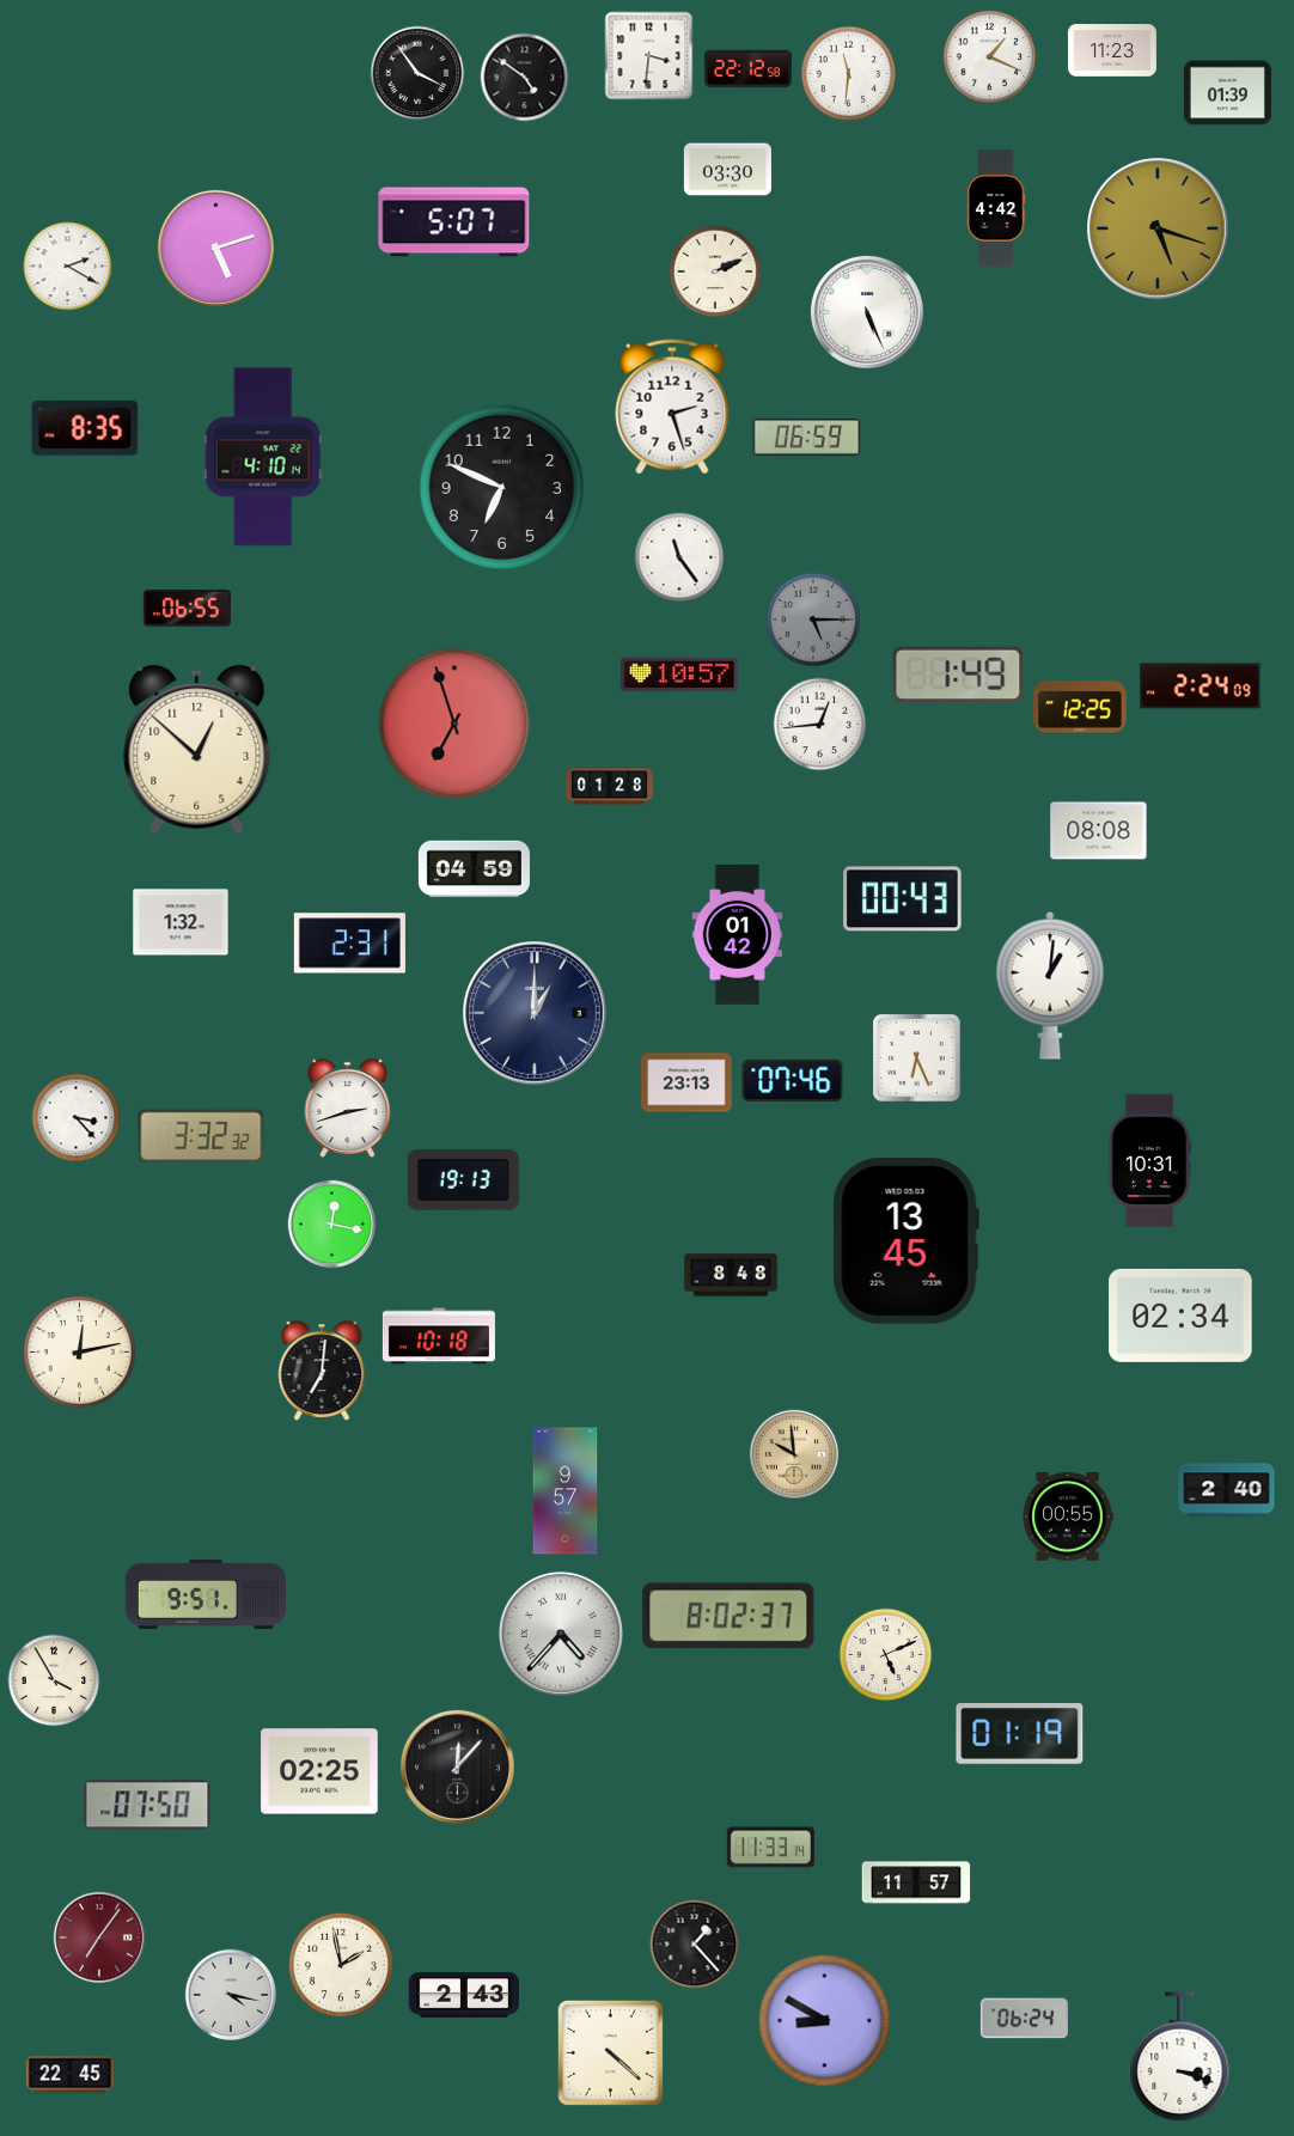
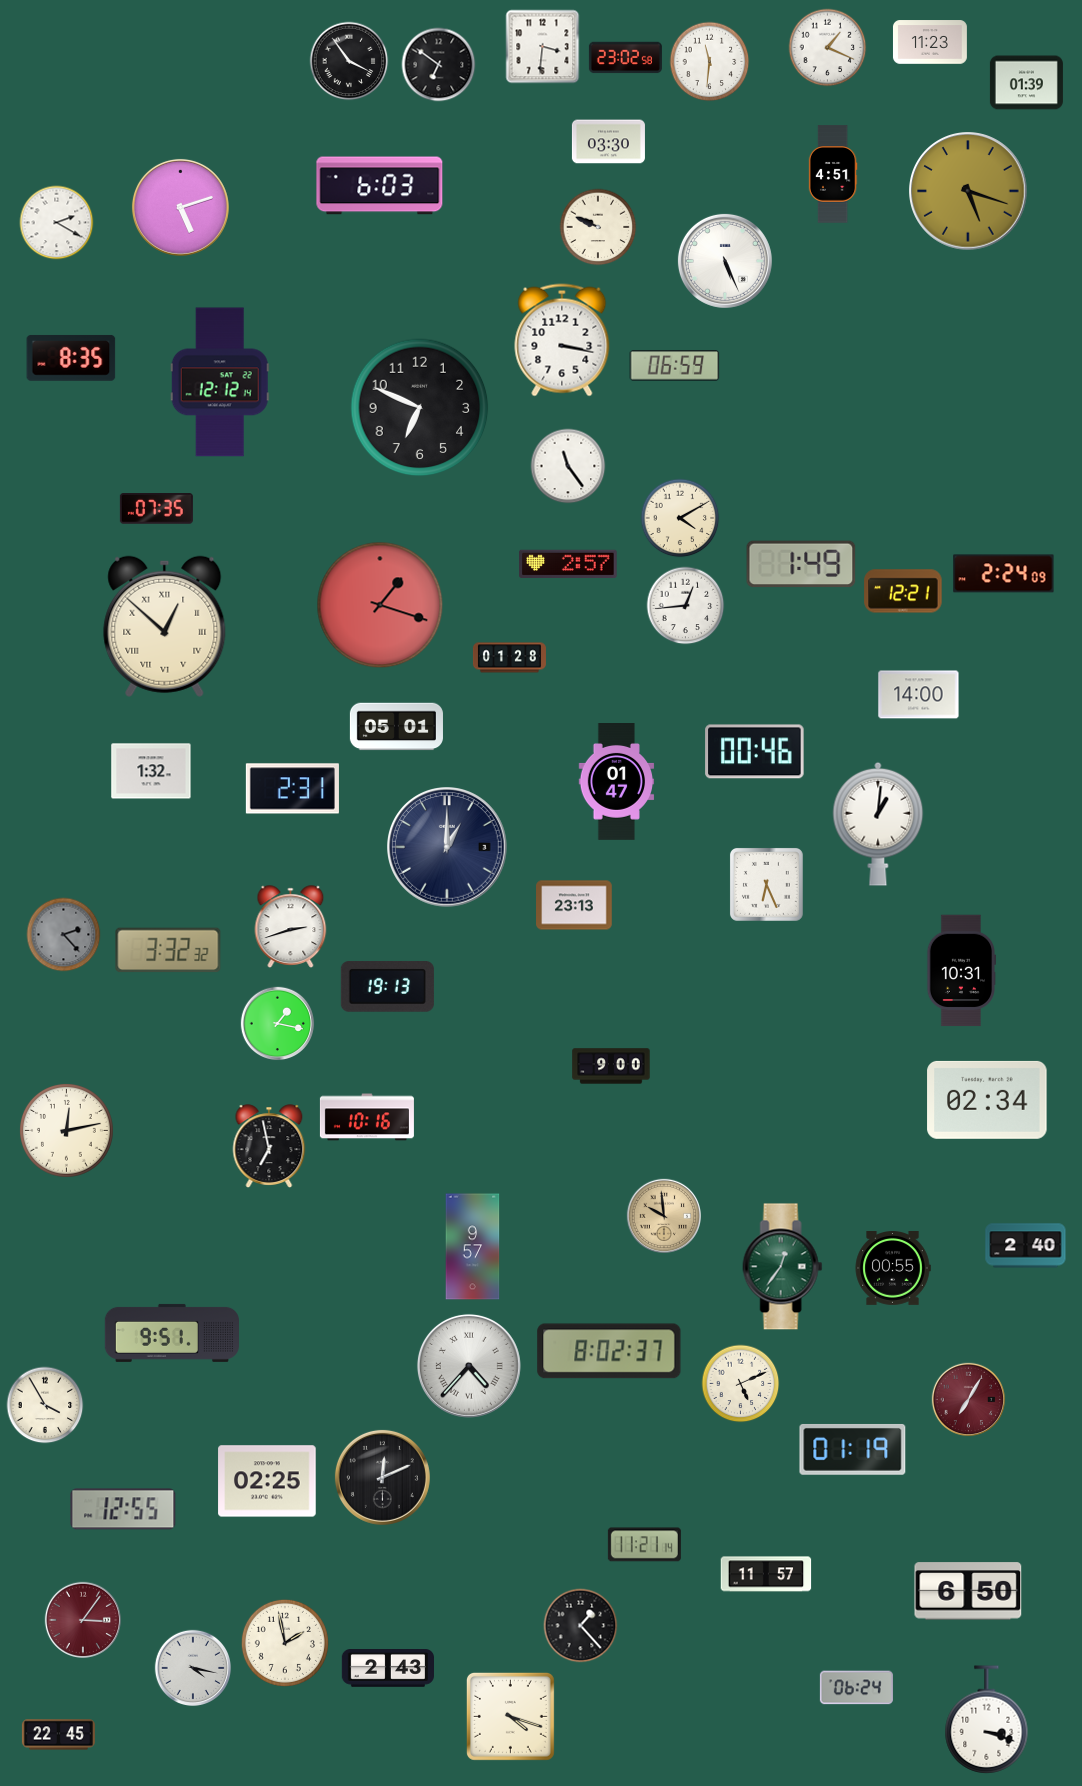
clock at (747, 69): 22:12 -> 23:02
clock at (525, 78): 4:51 -> 6:51
clock at (1227, 93) position: (1227, 93) -> (1026, 83)
clock at (996, 208): 4:42 -> 4:51
clock at (454, 222): 5:07 -> 6:03
clock at (715, 271): 2:11 -> 9:49
clock at (672, 407): 2:27 -> 3:17
clock at (263, 457): 4:10 -> 12:12
clock at (187, 609): 06:55 -> 07:35
clock at (813, 620): 5:15 -> 4:10
clock at (813, 620) dial: grey -> cream
clock at (679, 673): 10:57 -> 2:57
clock at (1080, 707): 12:25 -> 12:21
clock at (454, 724): 6:57 -> 1:18
clock at (197, 749) numerals: Arabic -> Roman
clock at (1099, 831): 08:08 -> 14:00
clock at (474, 869): 04:59 -> 05:01
clock at (903, 899): 00:43 -> 00:46
clock at (738, 935): 01:42 -> 01:47
clock at (793, 1080): 07:46 -> none
clock at (77, 1118): 3:23 -> 2:23
clock at (77, 1118) dial: white -> grey
clock at (332, 1225): 12:17 -> 1:17
clock at (905, 1240): 13:45 -> none
clock at (731, 1275): 8:48 -> 9:00
clock at (439, 1336): 10:18 -> 10:16
clock at (322, 1371): 7:01 -> 6:58
clock at (783, 1267): none -> 12:36
clock at (969, 1400): none -> 7:05
clock at (457, 1766): 12:07 -> 12:11
clock at (147, 1805): 07:50 -> 12:55
clock at (770, 1848): 11:33 -> 11:21
clock at (968, 1591): none -> 6:50
clock at (98, 1936): 7:06 -> 3:06
clock at (825, 2021): 8:50 -> none
clock at (610, 2052): 4:22 -> 4:18
